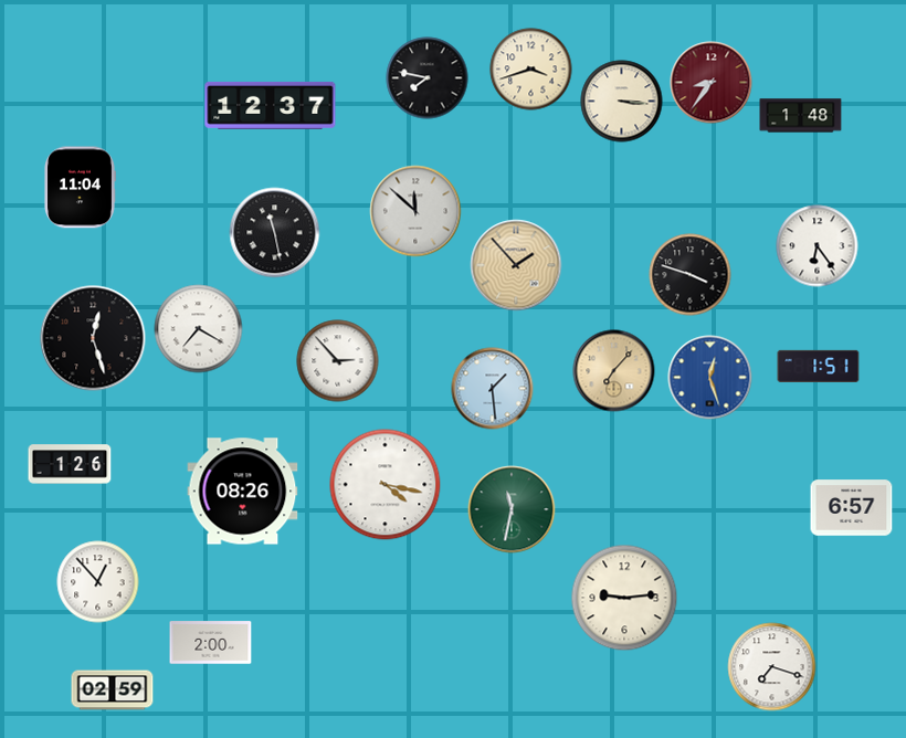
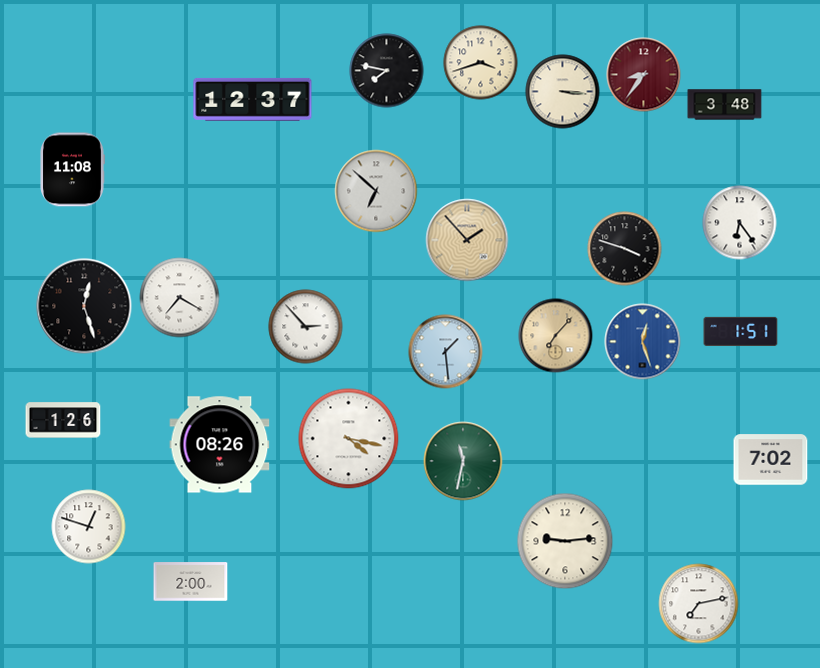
clock at (271, 105) position: (271, 105) -> (253, 99)
clock at (801, 116): 1:48 -> 3:48
clock at (80, 188): 11:04 -> 11:08
clock at (415, 211): 11:52 -> 6:52
clock at (275, 233): 11:28 -> none
clock at (852, 508): 6:57 -> 7:02
clock at (98, 582): 12:53 -> 12:48
clock at (772, 667): 7:18 -> 7:13
clock at (113, 690): 02:59 -> none
